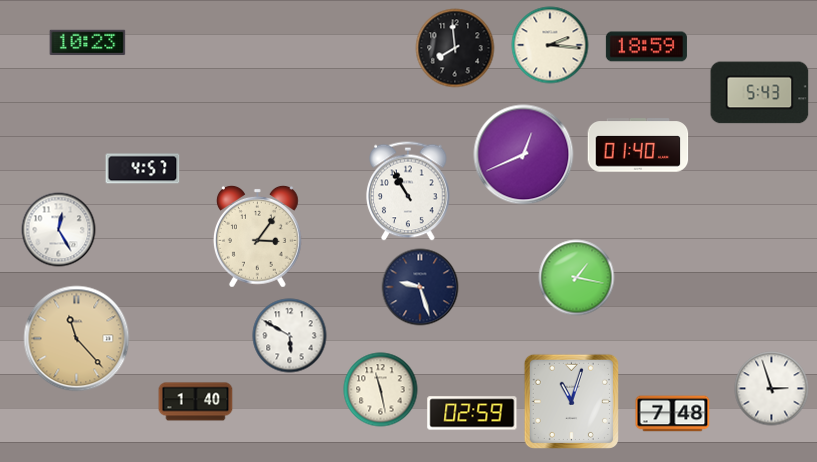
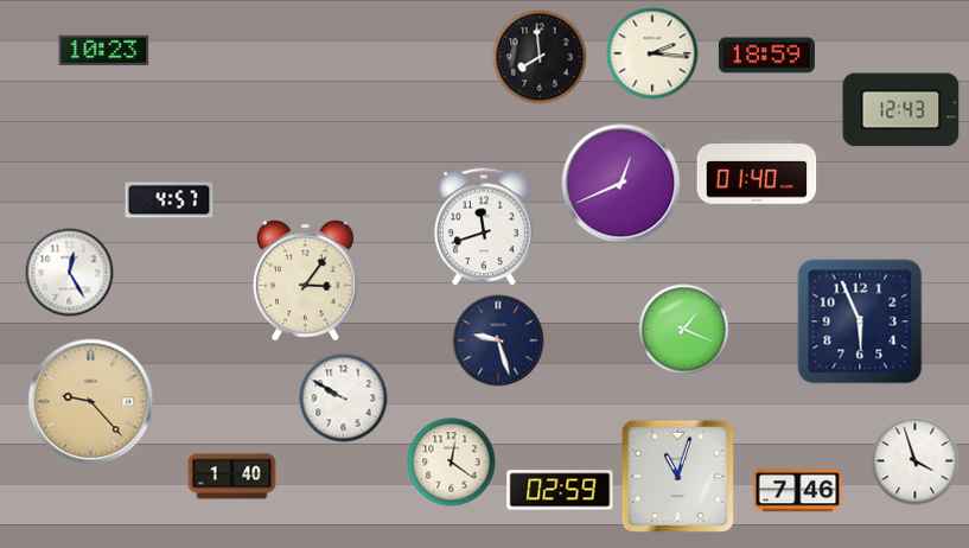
clock at (760, 93): 5:43 -> 12:43
clock at (408, 191): 10:55 -> 11:42
clock at (860, 321): none -> 5:56
clock at (577, 278): 1:17 -> 1:19
clock at (290, 336): 5:50 -> 9:50
clock at (77, 339): 11:23 -> 9:23
clock at (772, 389): 2:57 -> 3:57
clock at (381, 390): 11:28 -> 12:21
clock at (673, 414): 7:48 -> 7:46
